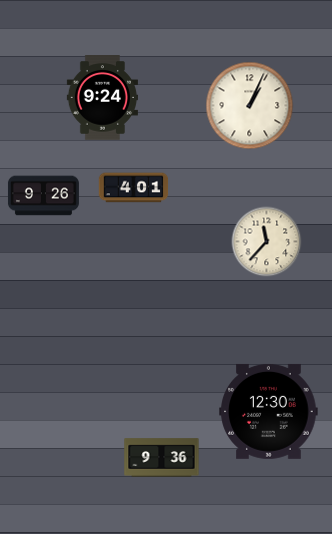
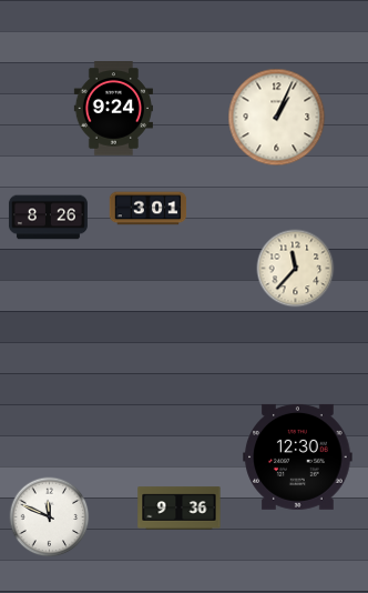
clock at (134, 188): 4:01 -> 3:01
clock at (43, 196): 9:26 -> 8:26
clock at (50, 517): none -> 11:49
